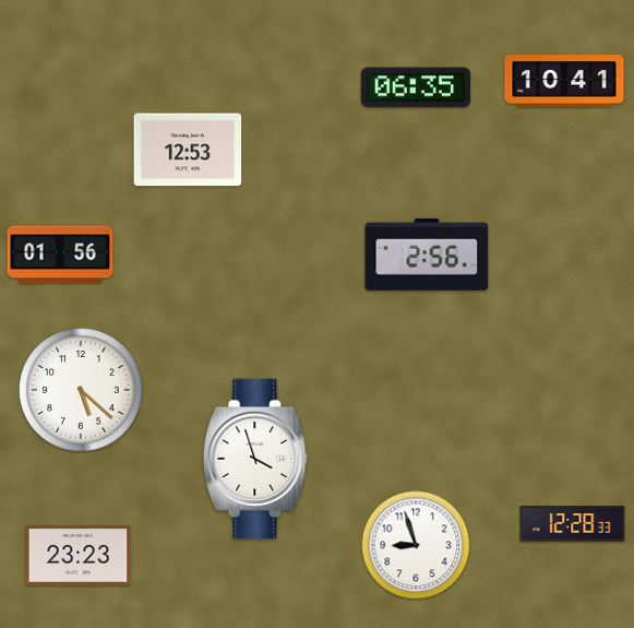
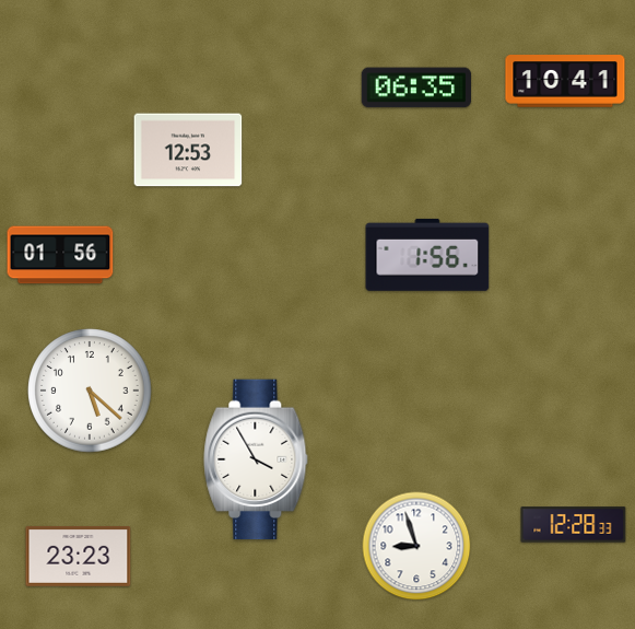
clock at (427, 254): 2:56 -> 1:56
clock at (81, 390) position: (81, 390) -> (90, 391)
clock at (255, 459): 3:57 -> 3:55
